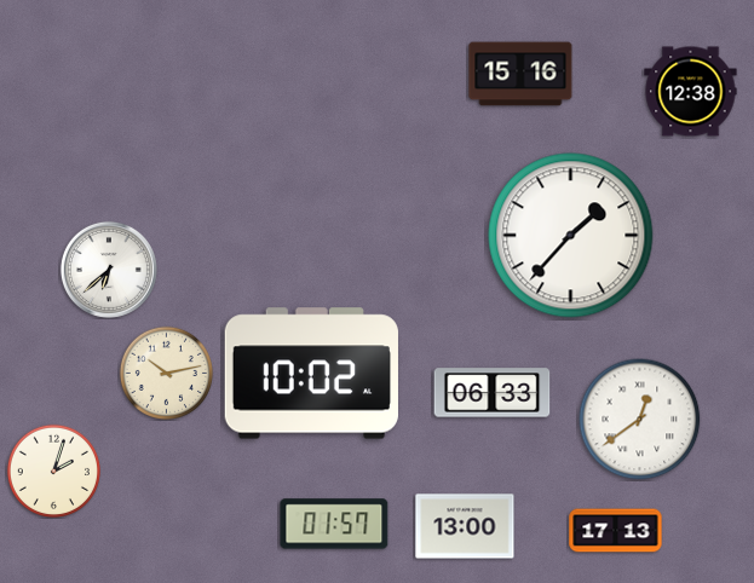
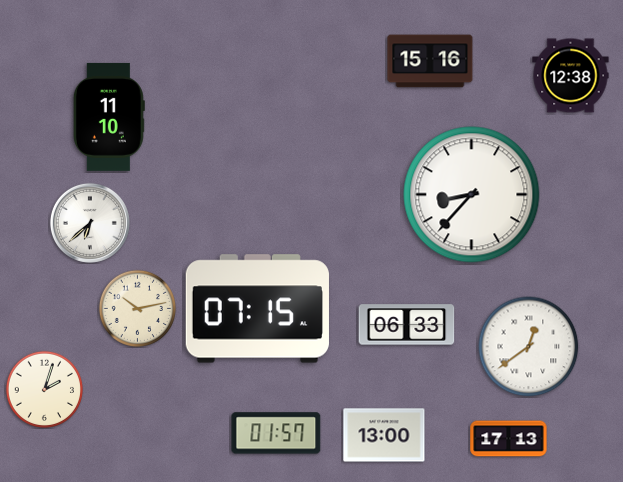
clock at (109, 117): none -> 11:10
clock at (571, 236): 1:37 -> 8:37
clock at (311, 374): 10:02 -> 07:15
